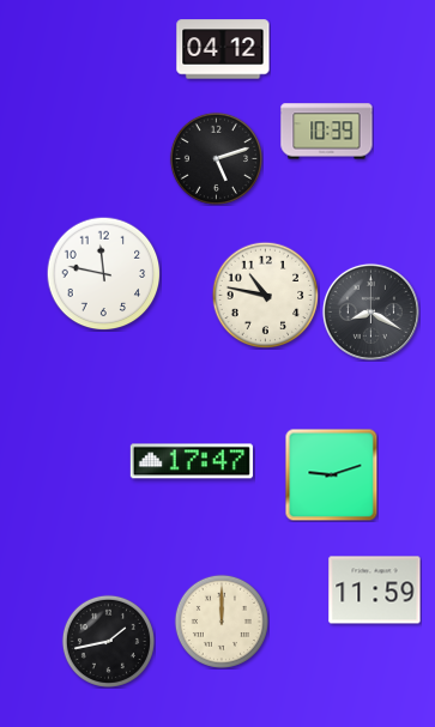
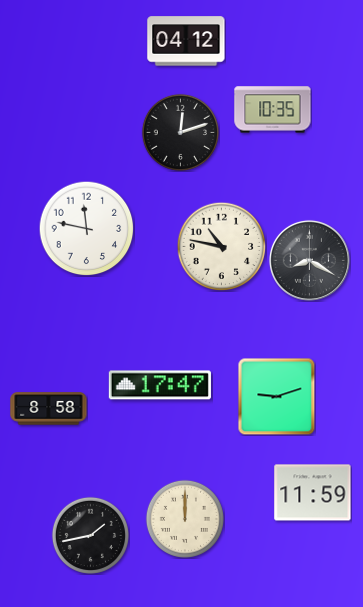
clock at (327, 132): 10:39 -> 10:35
clock at (216, 158): 5:12 -> 12:12
clock at (49, 409): none -> 8:58
